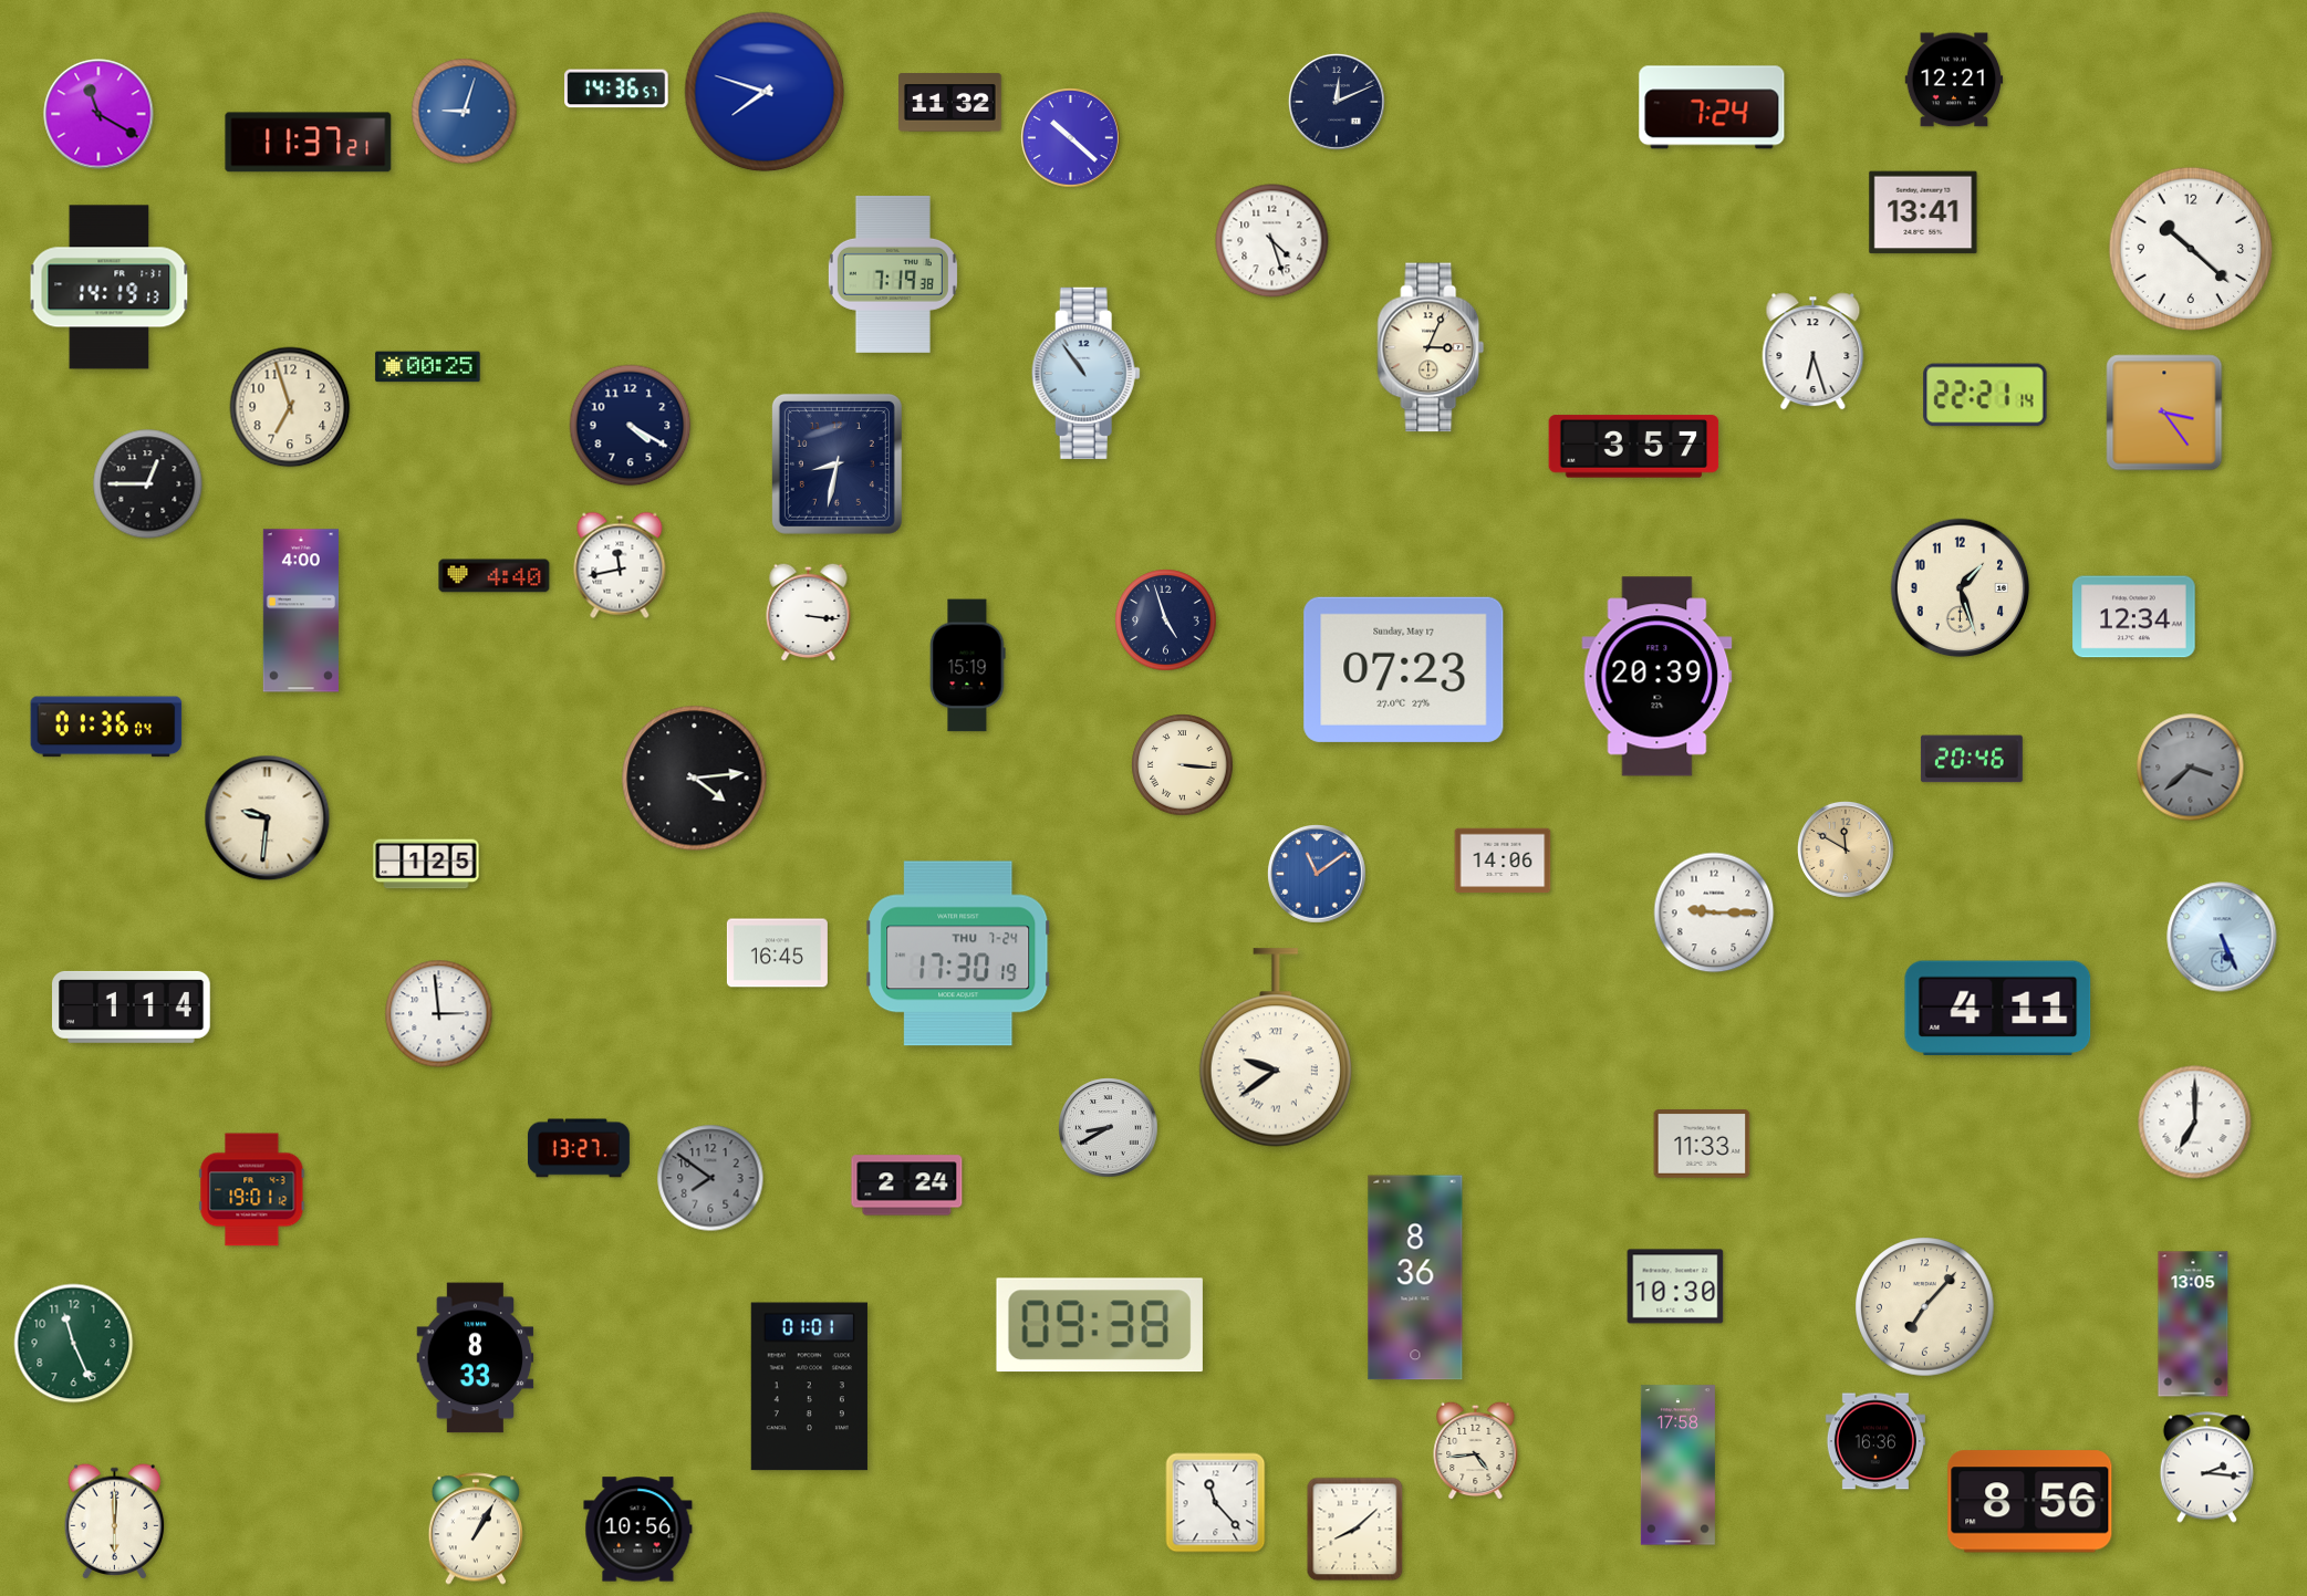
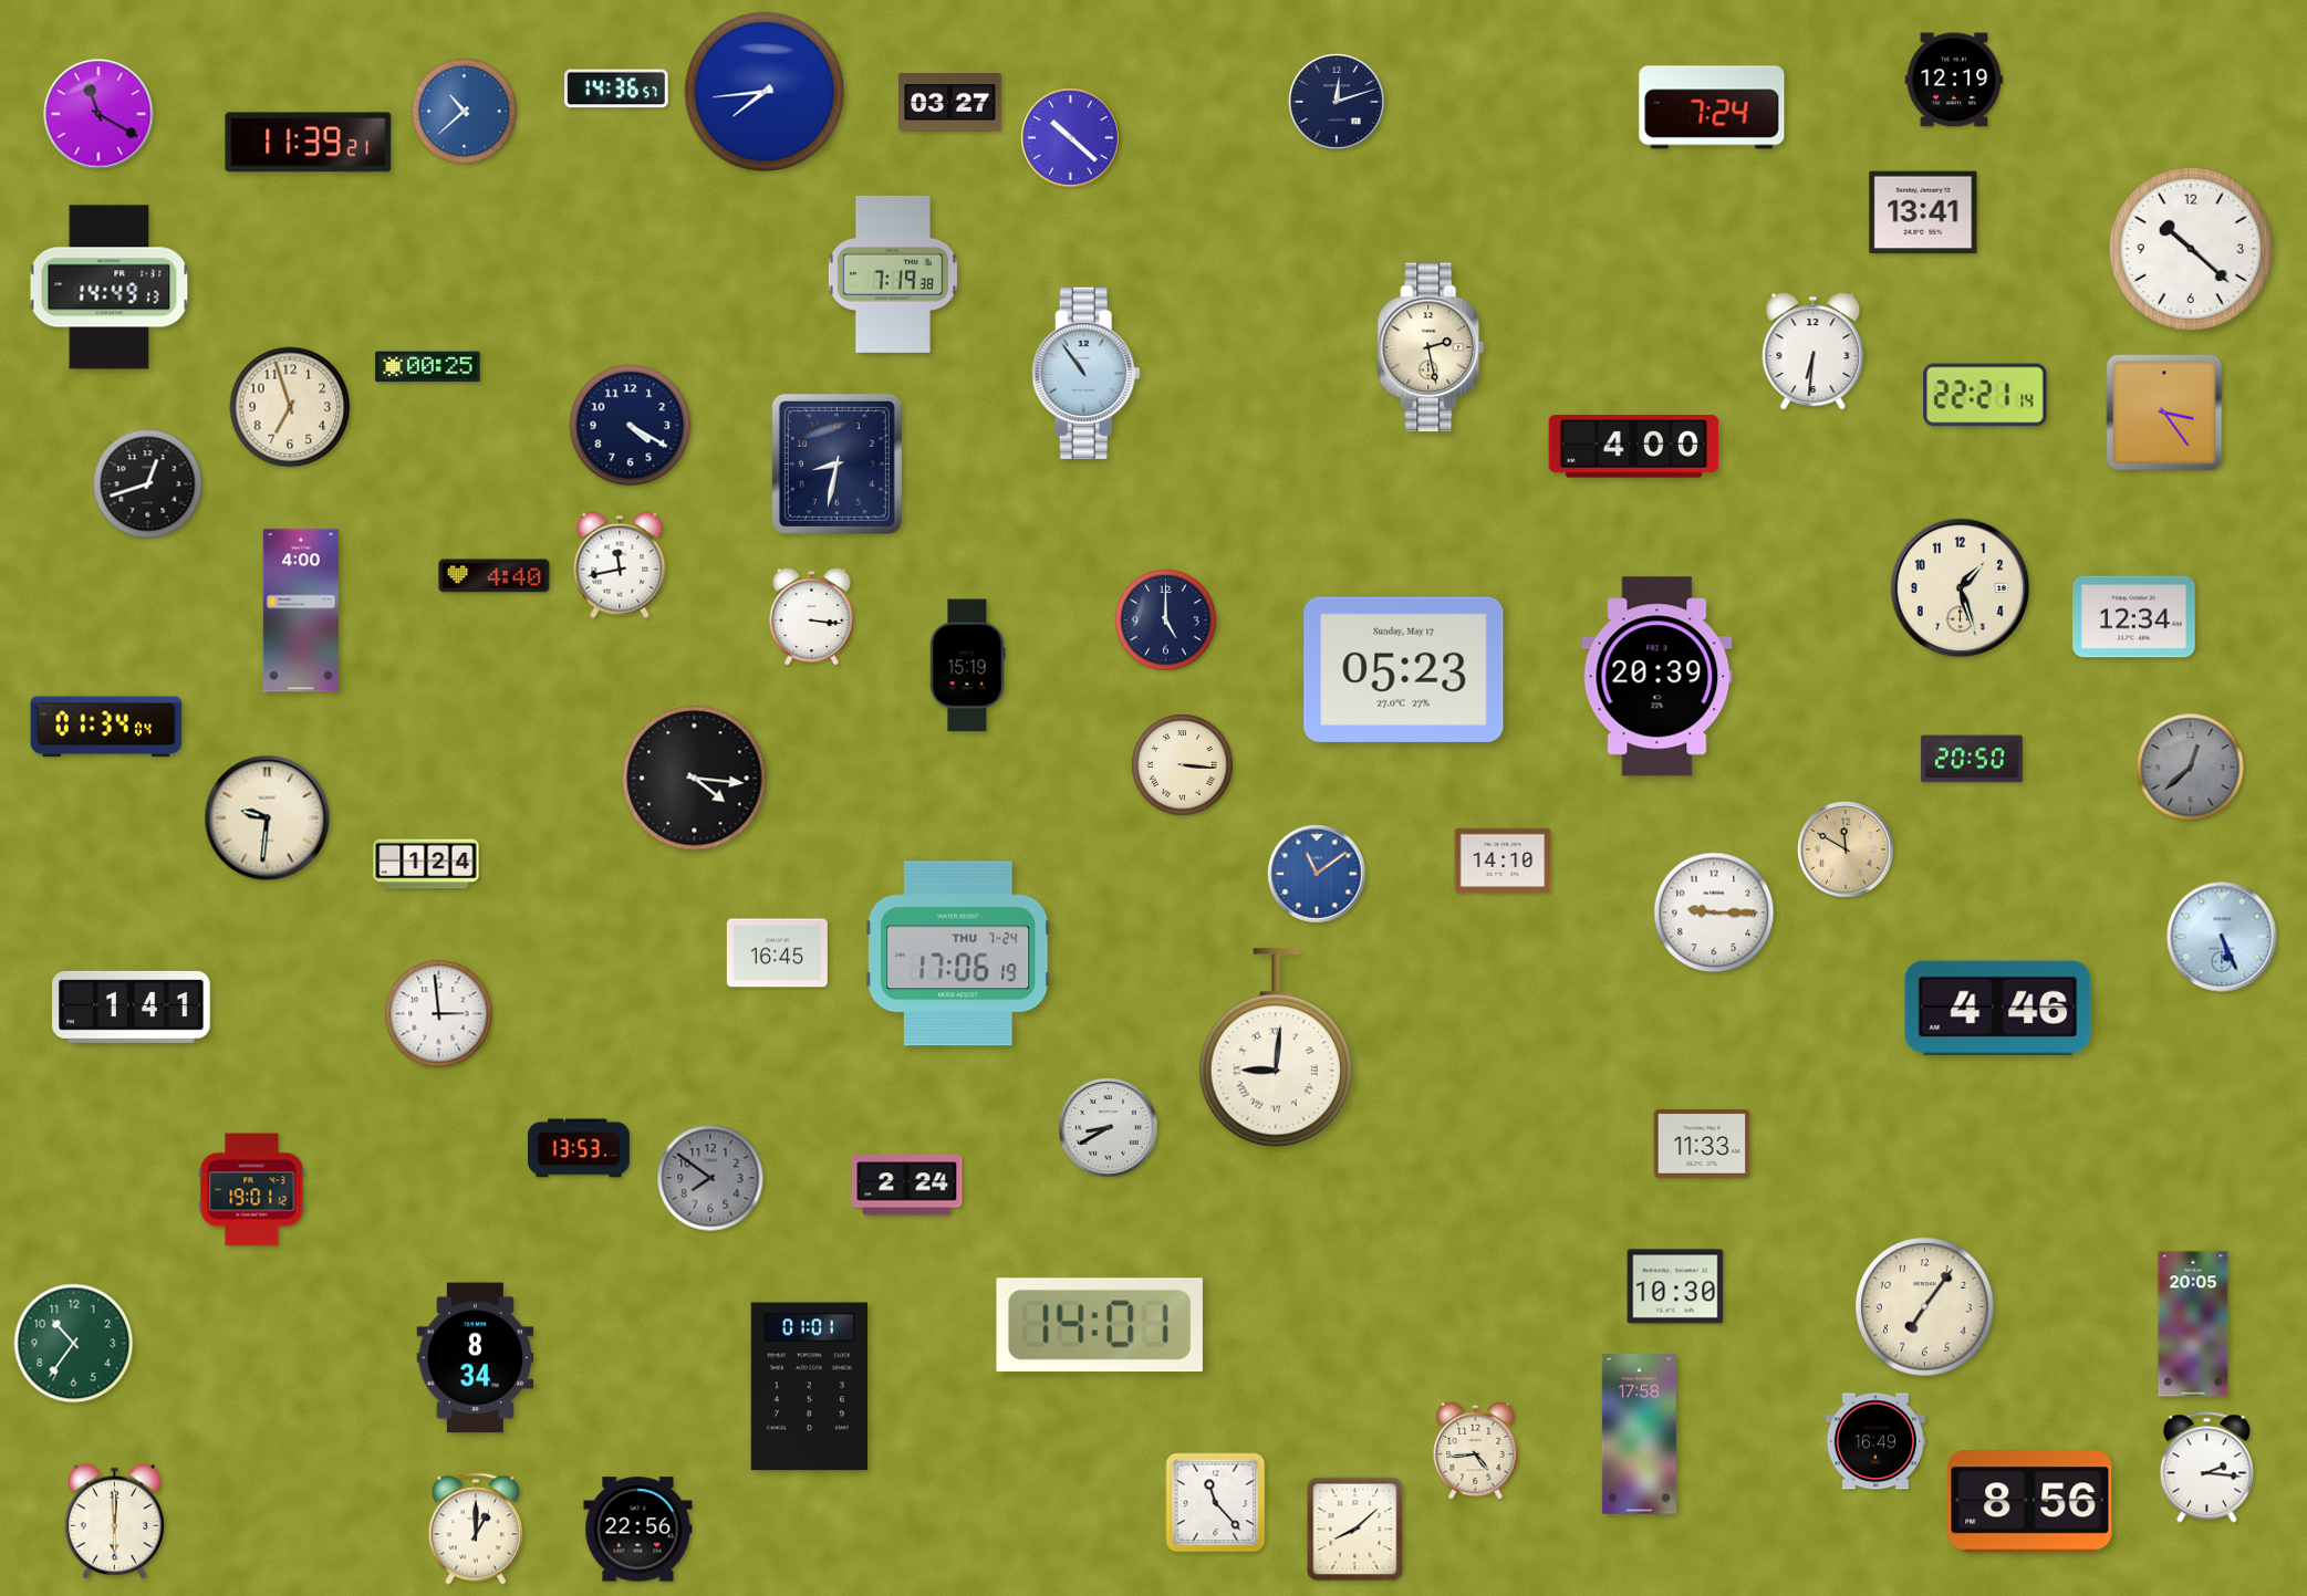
clock at (1954, 80): 12:21 -> 12:19
clock at (765, 92): 7:48 -> 7:44
clock at (1337, 102): 12:11 -> 12:12
clock at (950, 103): 11:32 -> 03:27
clock at (465, 112): 9:03 -> 10:38
clock at (309, 143): 11:37 -> 11:39
clock at (1272, 241): 4:27 -> none
clock at (110, 288): 14:19 -> 14:49
clock at (1431, 347): 3:04 -> 2:28
clock at (1814, 352): 6:27 -> 6:31
clock at (1634, 447): 3:57 -> 4:00
clock at (148, 484): 12:45 -> 12:42
clock at (809, 612) position: (809, 612) -> (812, 616)
clock at (1166, 620): 4:57 -> 5:00
clock at (1404, 669): 07:23 -> 05:23
clock at (106, 727): 01:36 -> 01:34
clock at (1972, 759): 20:46 -> 20:50
clock at (2191, 768): 3:38 -> 12:38
clock at (695, 779): 4:14 -> 4:16
clock at (1503, 860): 14:06 -> 14:10
clock at (426, 864): 1:25 -> 1:24
clock at (958, 953): 17:30 -> 17:06
clock at (132, 1006): 1:14 -> 1:41
clock at (1998, 1009): 4:11 -> 4:46
clock at (1276, 1047): 9:39 -> 9:01
clock at (2195, 1123): 7:00 -> none
clock at (579, 1148): 13:27 -> 13:53
clock at (1415, 1277): 8:36 -> none
clock at (1925, 1307): 7:07 -> 7:06
clock at (2193, 1324): 13:05 -> 20:05
clock at (1100, 1325): 09:38 -> 14:01
clock at (74, 1344): 11:26 -> 10:36
clock at (476, 1358): 8:33 -> 8:34
clock at (1875, 1441): 16:36 -> 16:49
clock at (1677, 1465) position: (1677, 1465) -> (1639, 1435)
clock at (475, 1529): 1:05 -> 1:00
clock at (638, 1530): 10:56 -> 22:56
